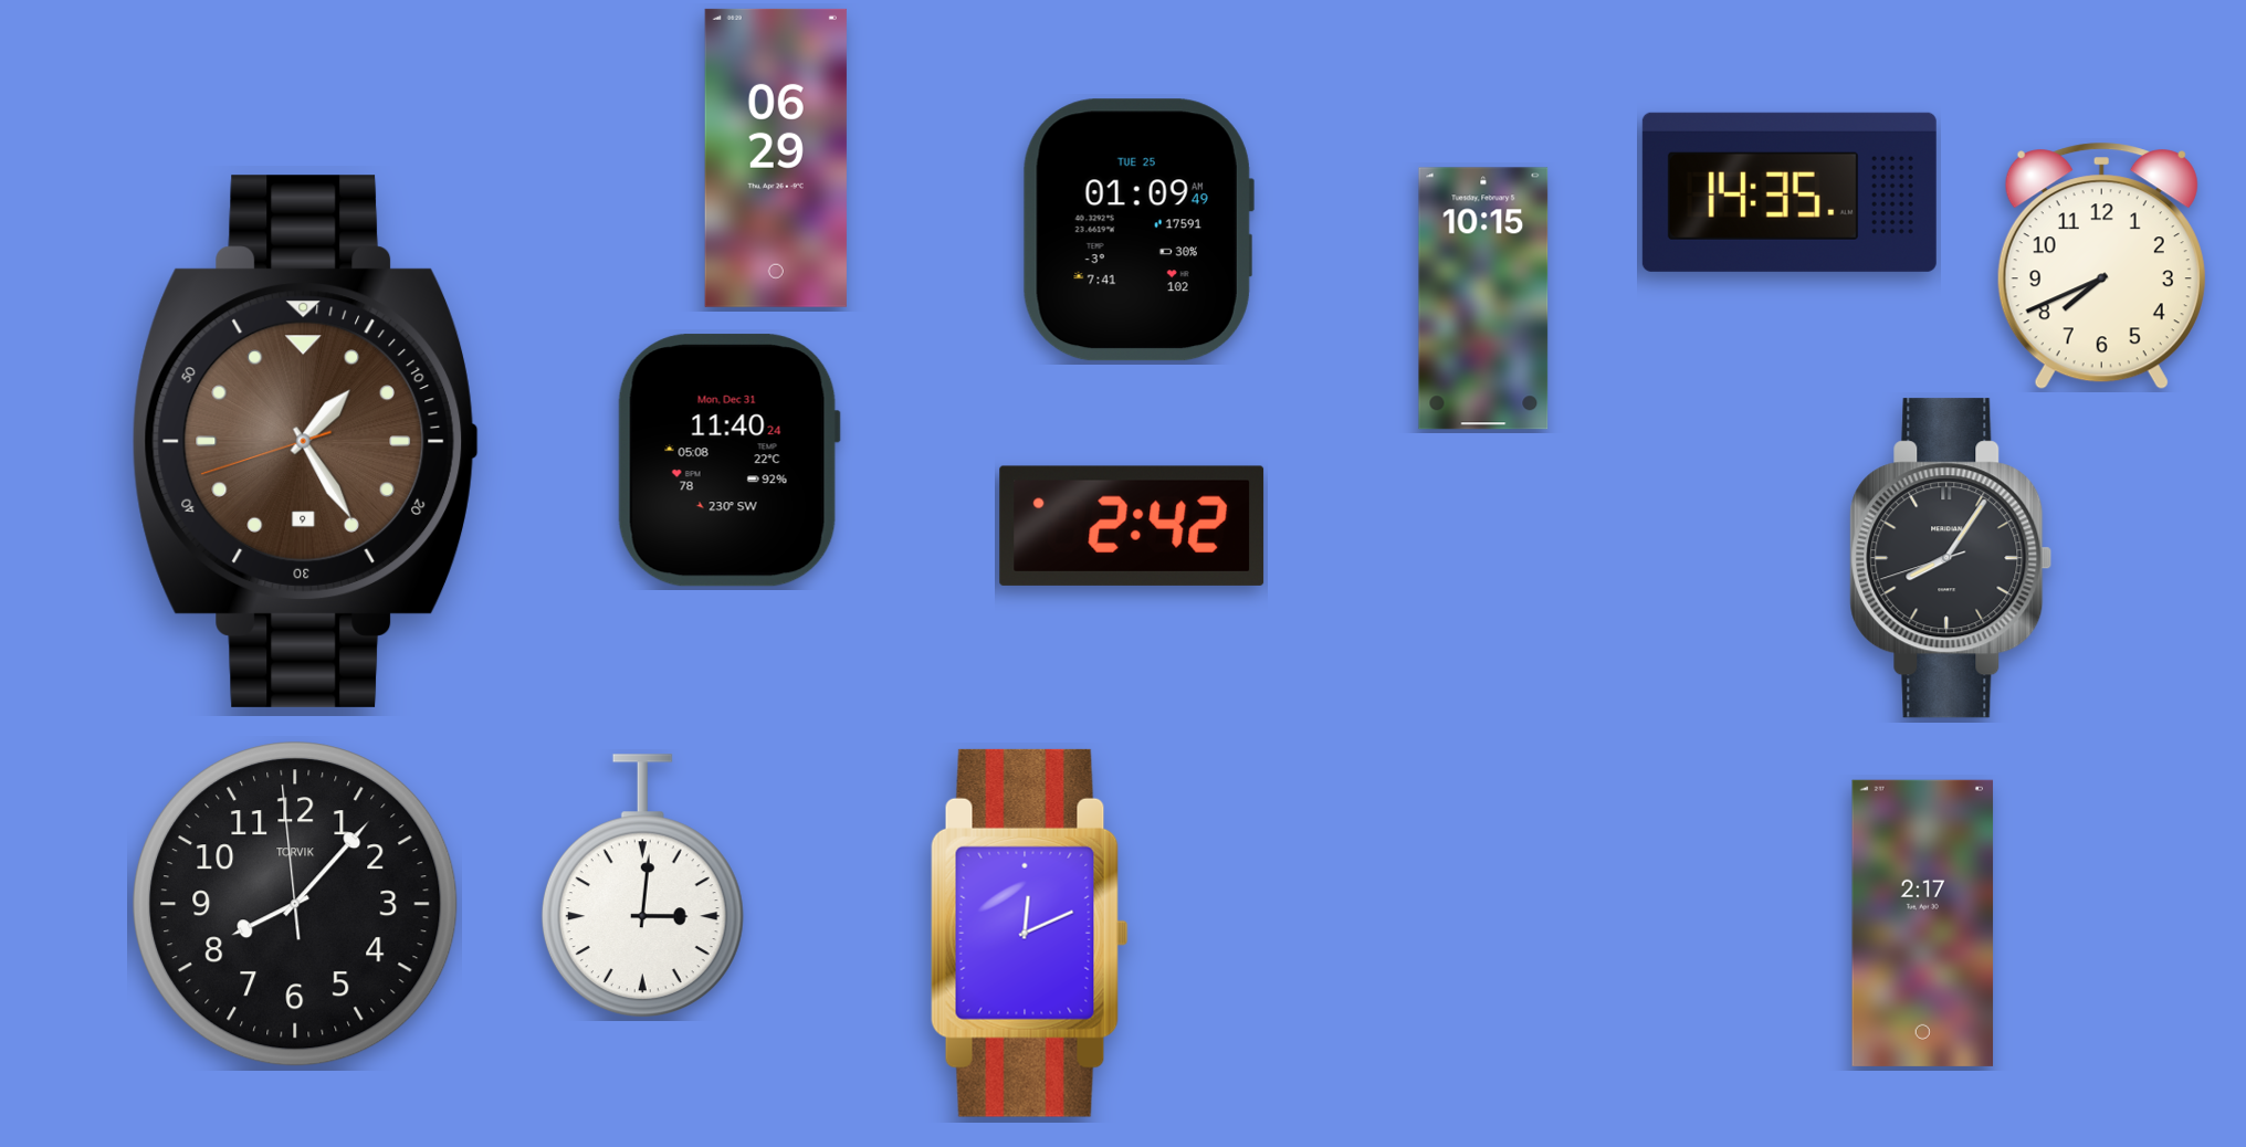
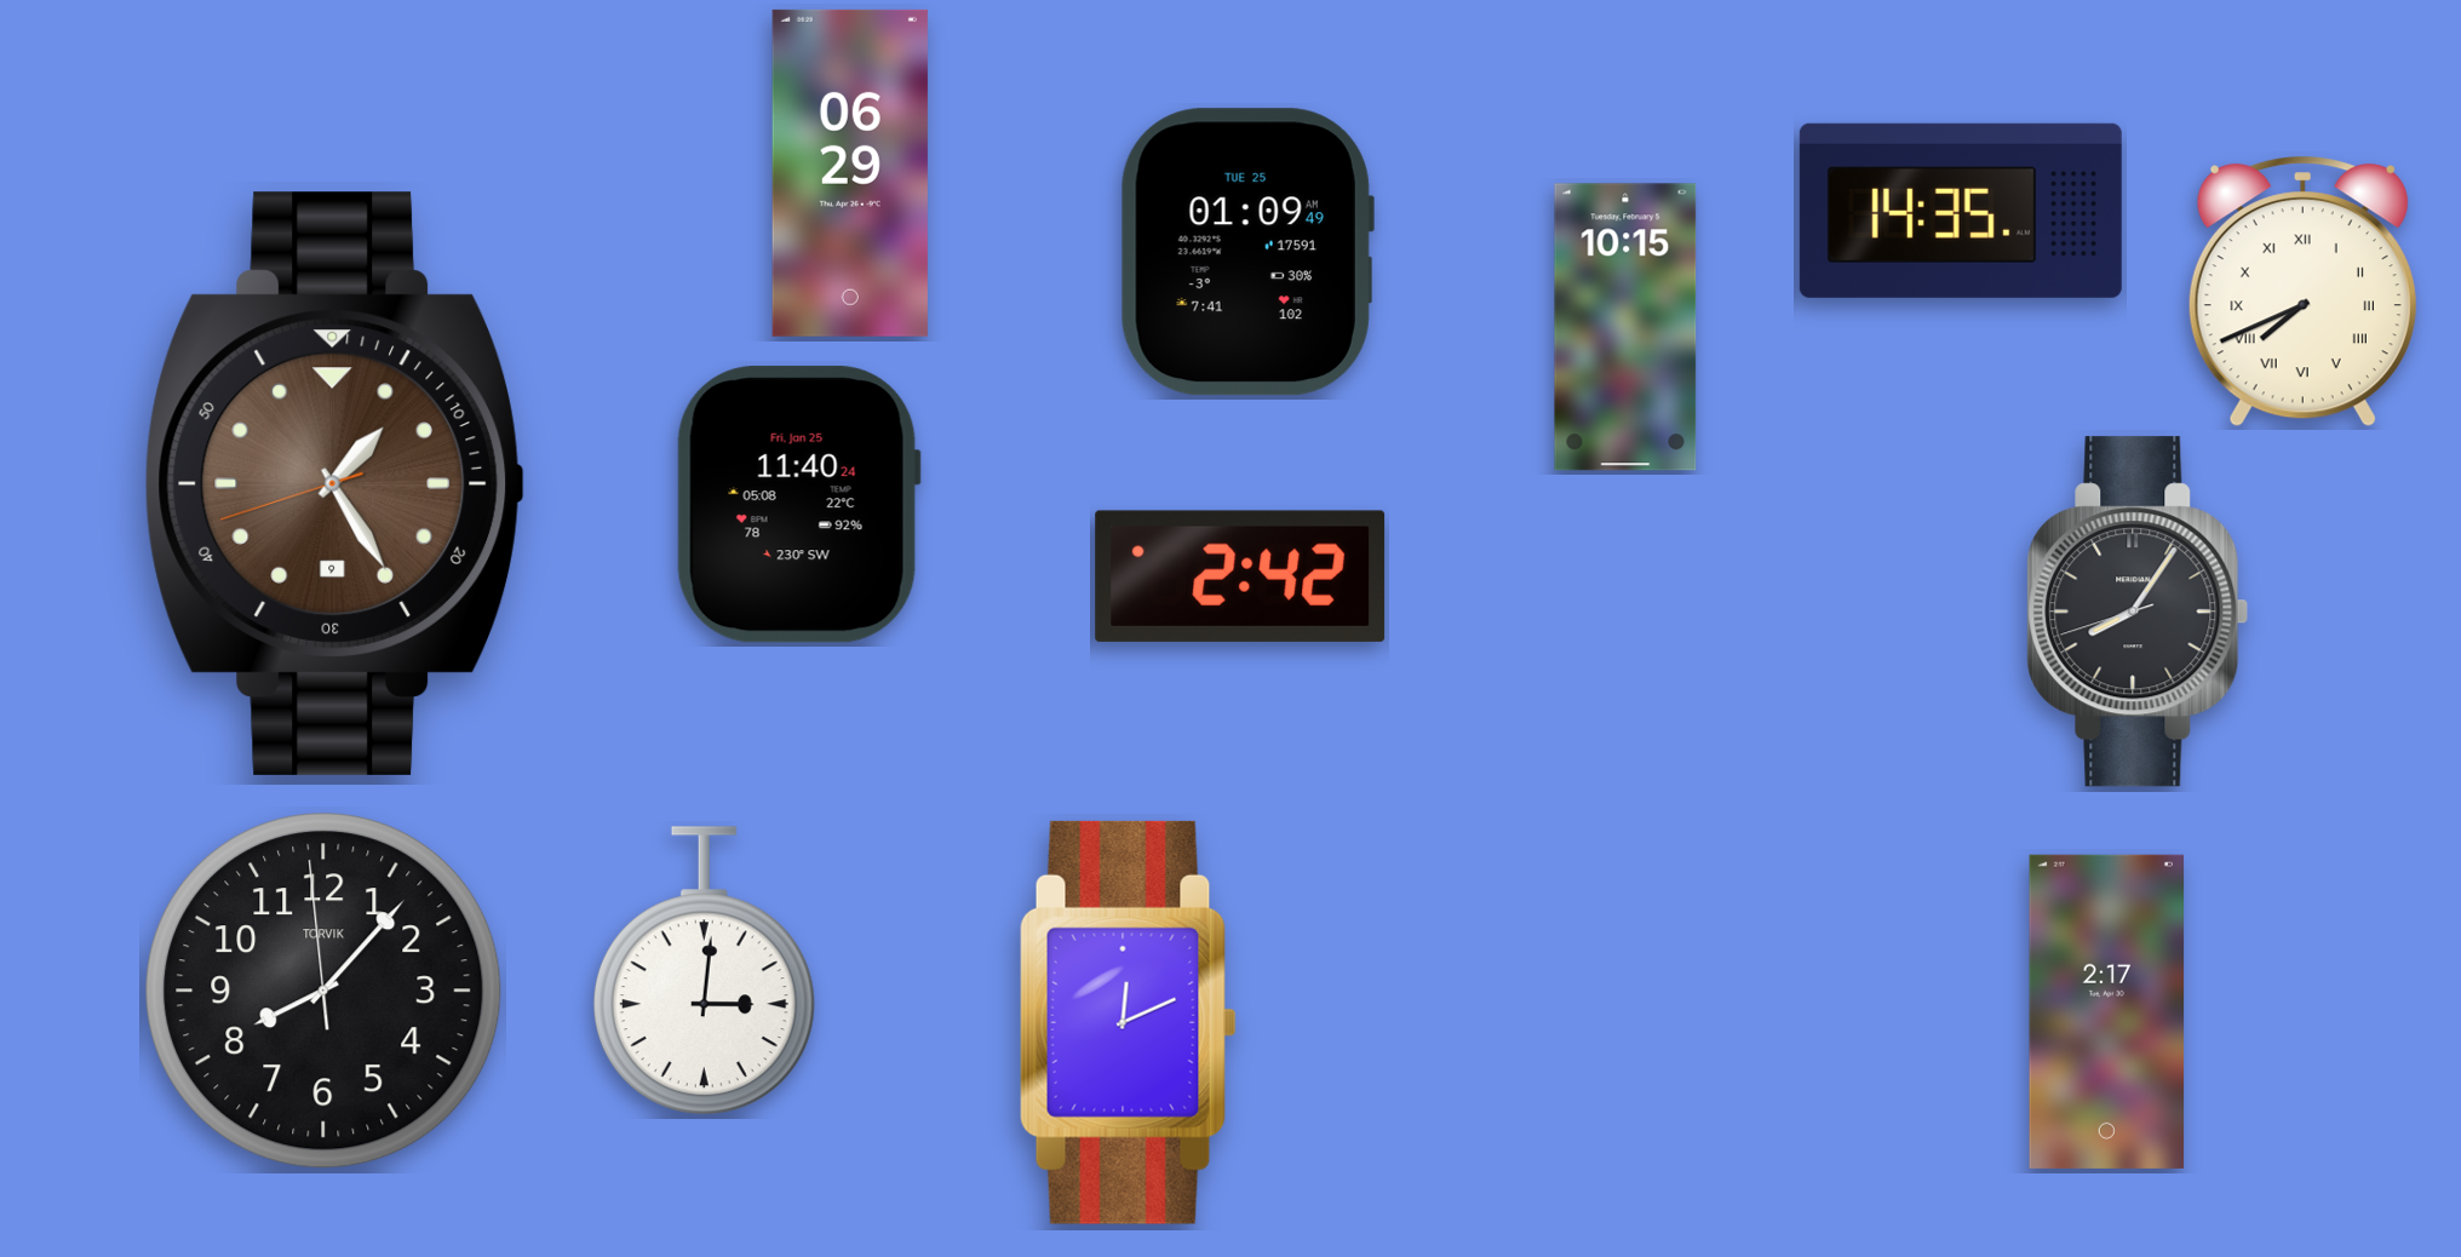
clock at (2101, 266) numerals: Arabic -> Roman
clock at (728, 461) date: Mon, Dec 31 -> Fri, Jan 25
